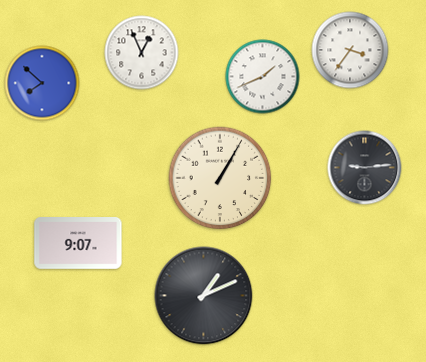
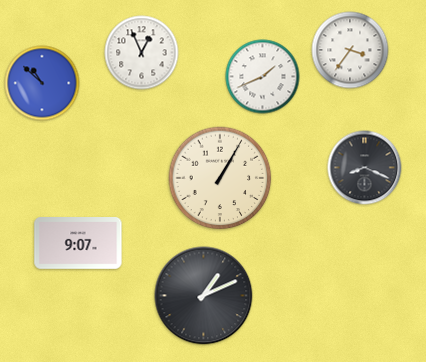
clock at (42, 83): 7:52 -> 10:52
clock at (365, 168): 9:14 -> 8:19
